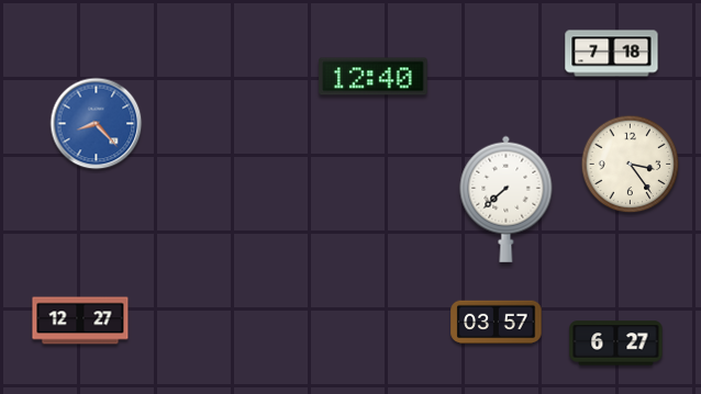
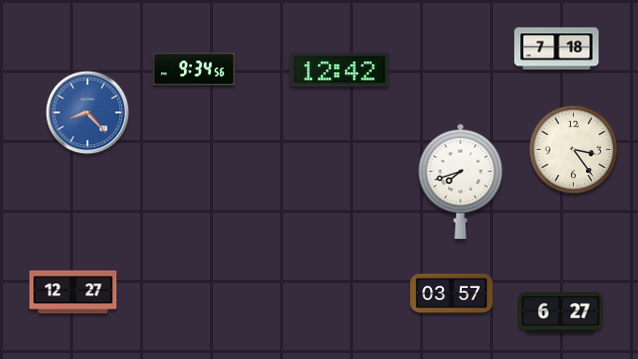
clock at (194, 69): none -> 9:34
clock at (374, 77): 12:40 -> 12:42
clock at (507, 199): 7:38 -> 7:42
